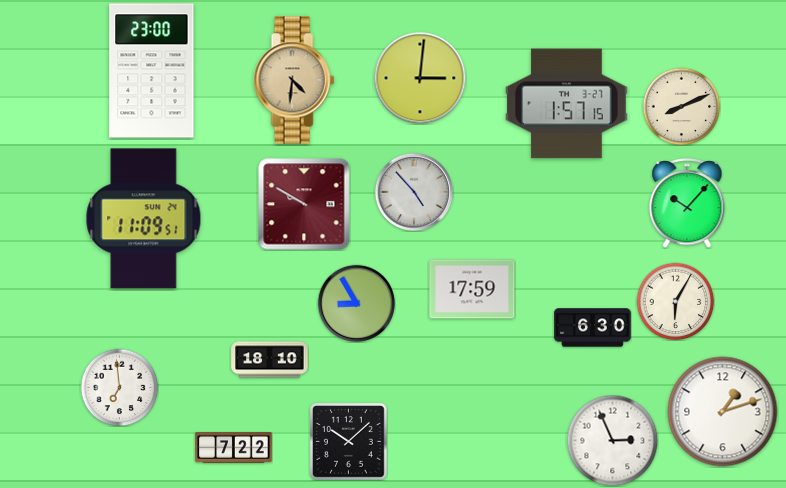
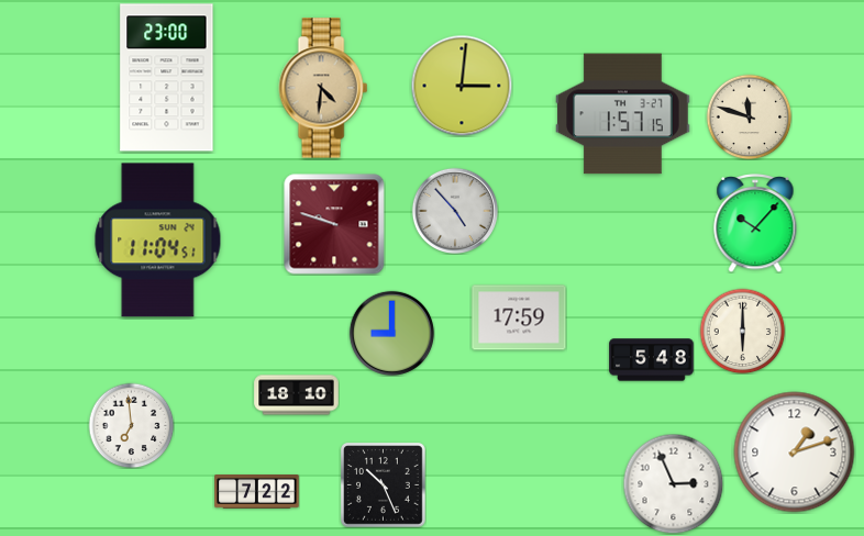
clock at (681, 106): 8:11 -> 11:48
clock at (304, 204): 9:50 -> 9:48
clock at (144, 219): 11:09 -> 11:04
clock at (675, 301): 6:05 -> 6:00
clock at (356, 303): 8:55 -> 9:00
clock at (593, 328): 6:30 -> 5:48
clock at (349, 442): 10:08 -> 10:26
